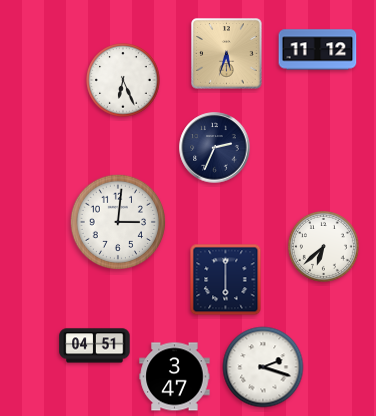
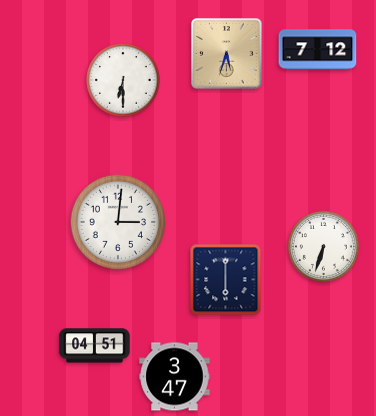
clock at (318, 50): 11:12 -> 7:12
clock at (123, 80): 6:26 -> 6:30
clock at (215, 148): 2:34 -> none
clock at (323, 246): 6:38 -> 6:33
clock at (263, 367): 2:18 -> none
